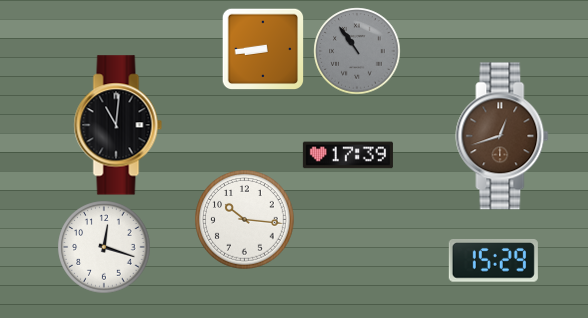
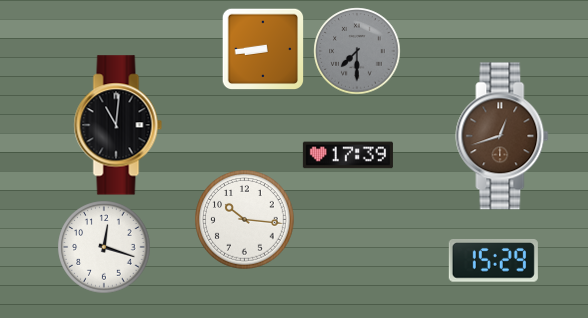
clock at (357, 51): 10:54 -> 7:30
